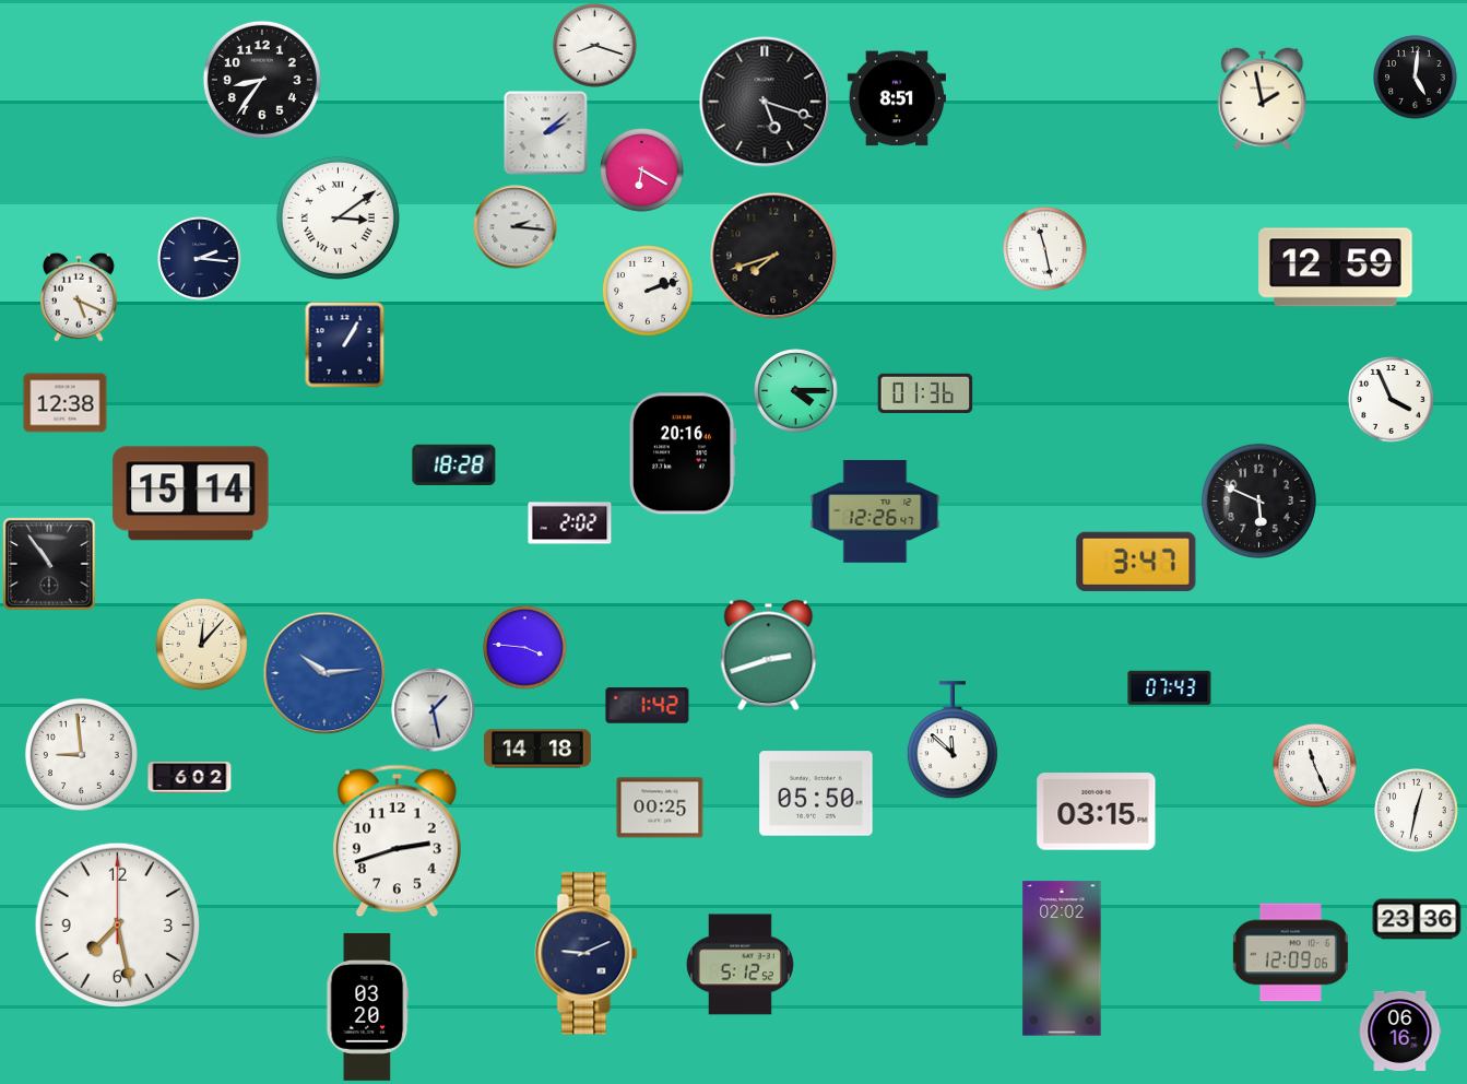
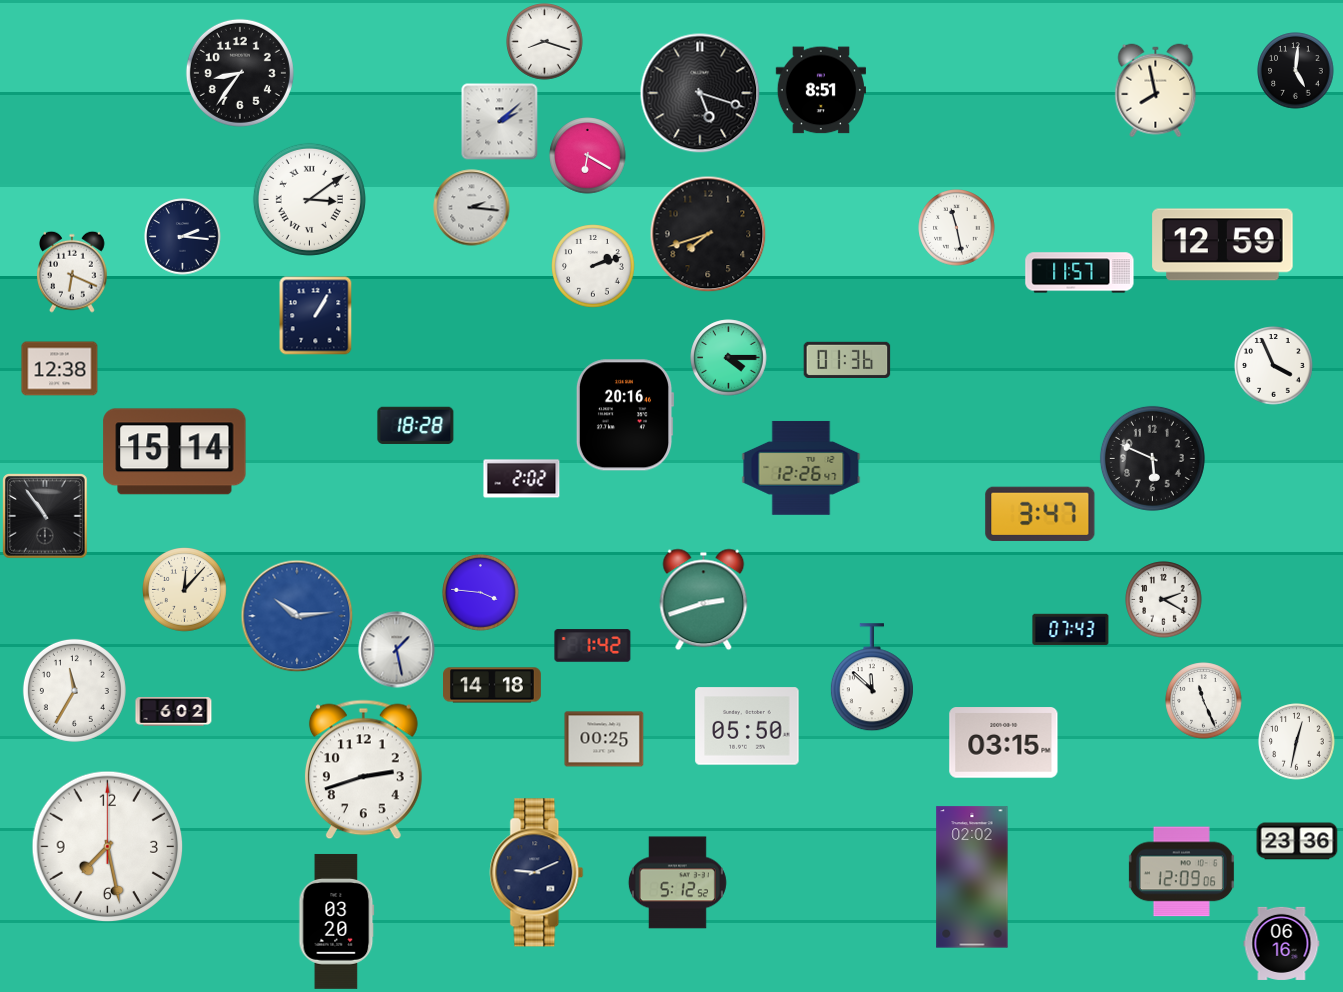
clock at (1263, 99): 1:58 -> 7:58
clock at (80, 297): 5:19 -> 6:19
clock at (1080, 273): none -> 11:57
clock at (1164, 600): none -> 2:20
clock at (81, 754): 8:59 -> 11:35
